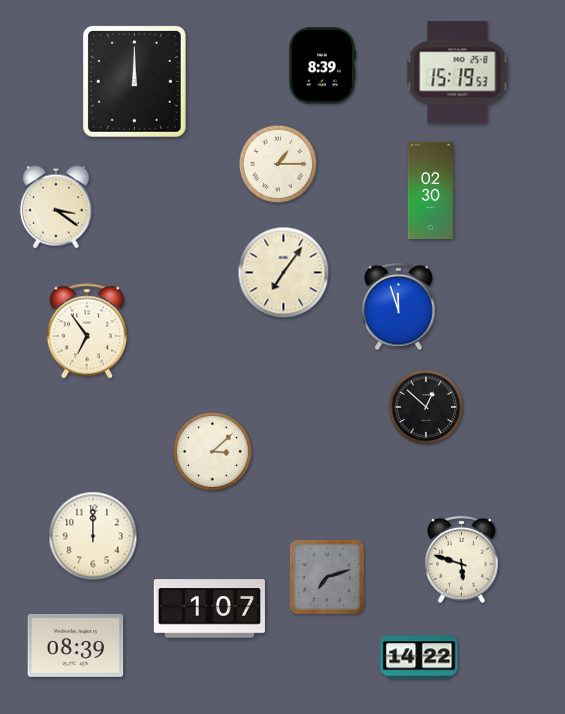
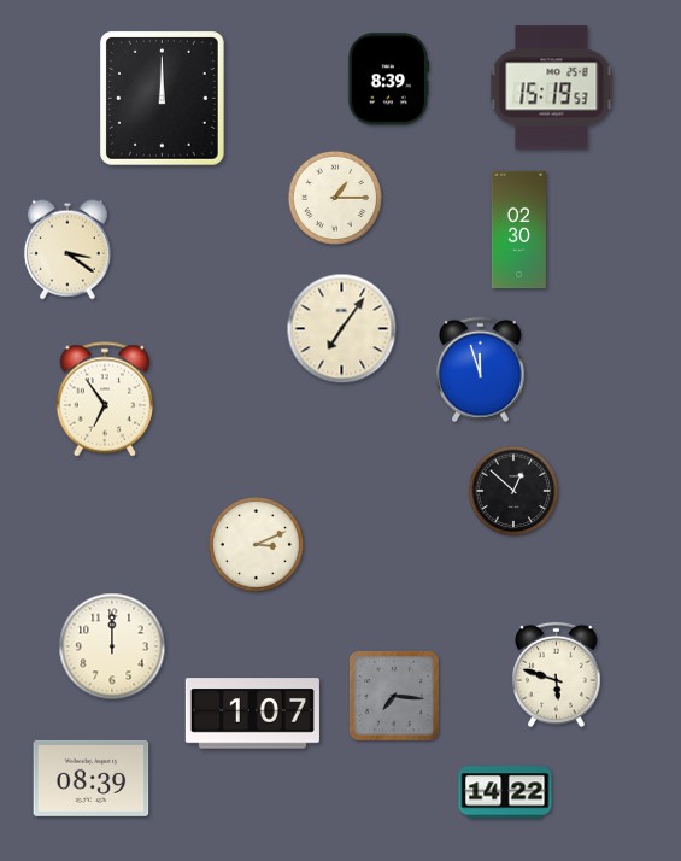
clock at (212, 451): 3:08 -> 3:11
clock at (327, 577): 7:12 -> 7:16
clock at (209, 609) position: (209, 609) -> (252, 714)
